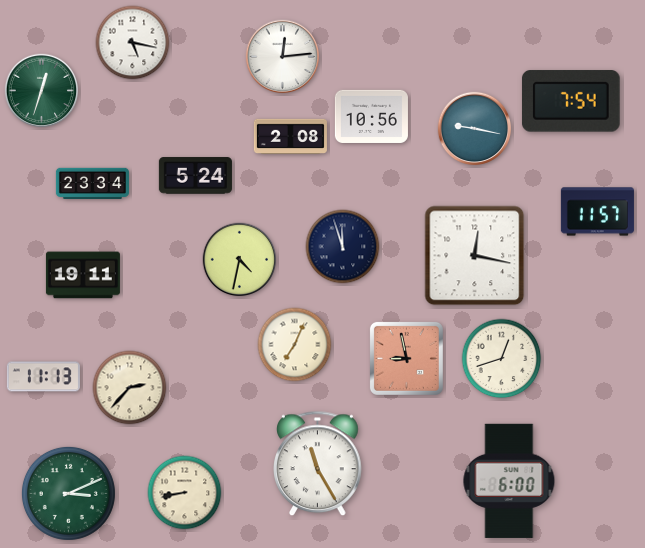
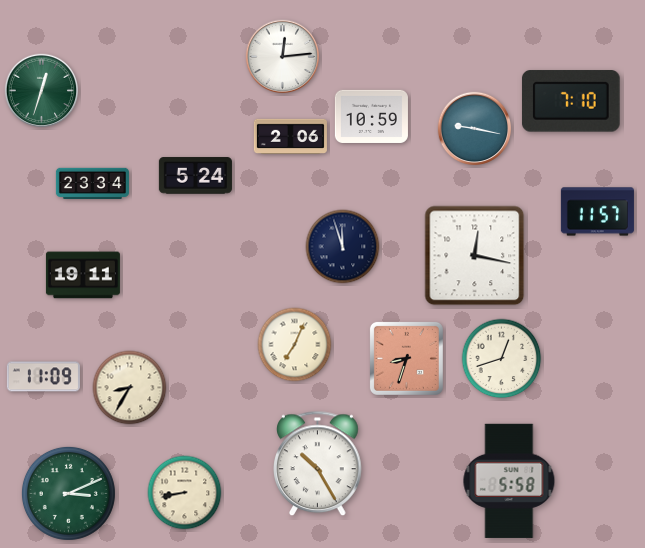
clock at (133, 43): 5:17 -> none
clock at (571, 101): 7:54 -> 7:10
clock at (371, 116): 10:56 -> 10:59
clock at (290, 136): 2:08 -> 2:06
clock at (240, 260): 4:32 -> none
clock at (406, 358): 8:58 -> 8:33
clock at (43, 377): 11:13 -> 11:09
clock at (130, 388): 2:37 -> 8:35
clock at (318, 464): 11:25 -> 10:25
clock at (509, 481): 6:00 -> 5:58
